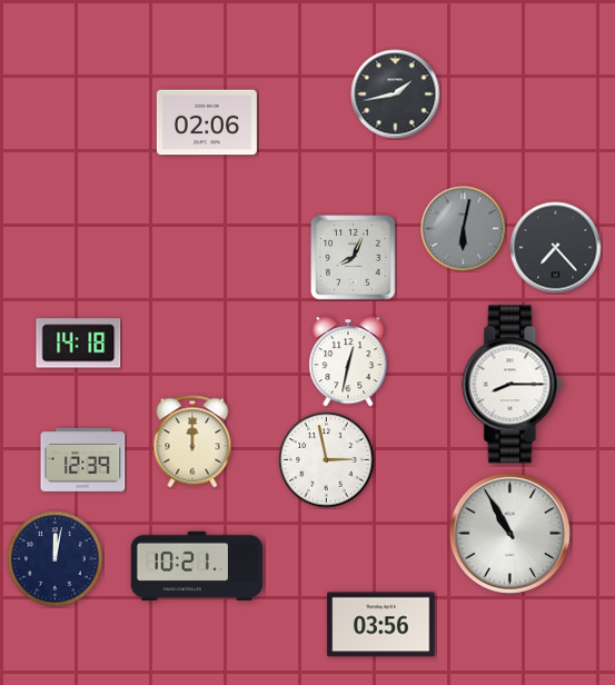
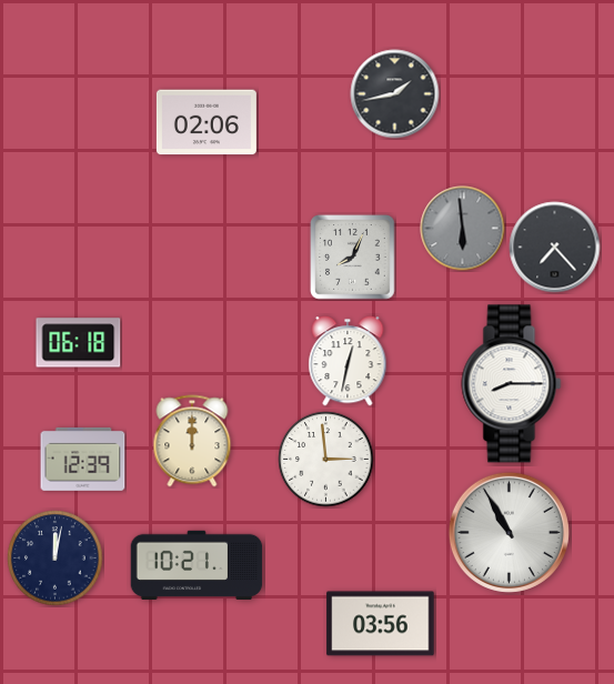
clock at (464, 229): 6:02 -> 5:59
clock at (79, 344): 14:18 -> 06:18
clock at (327, 460): 2:58 -> 2:59
